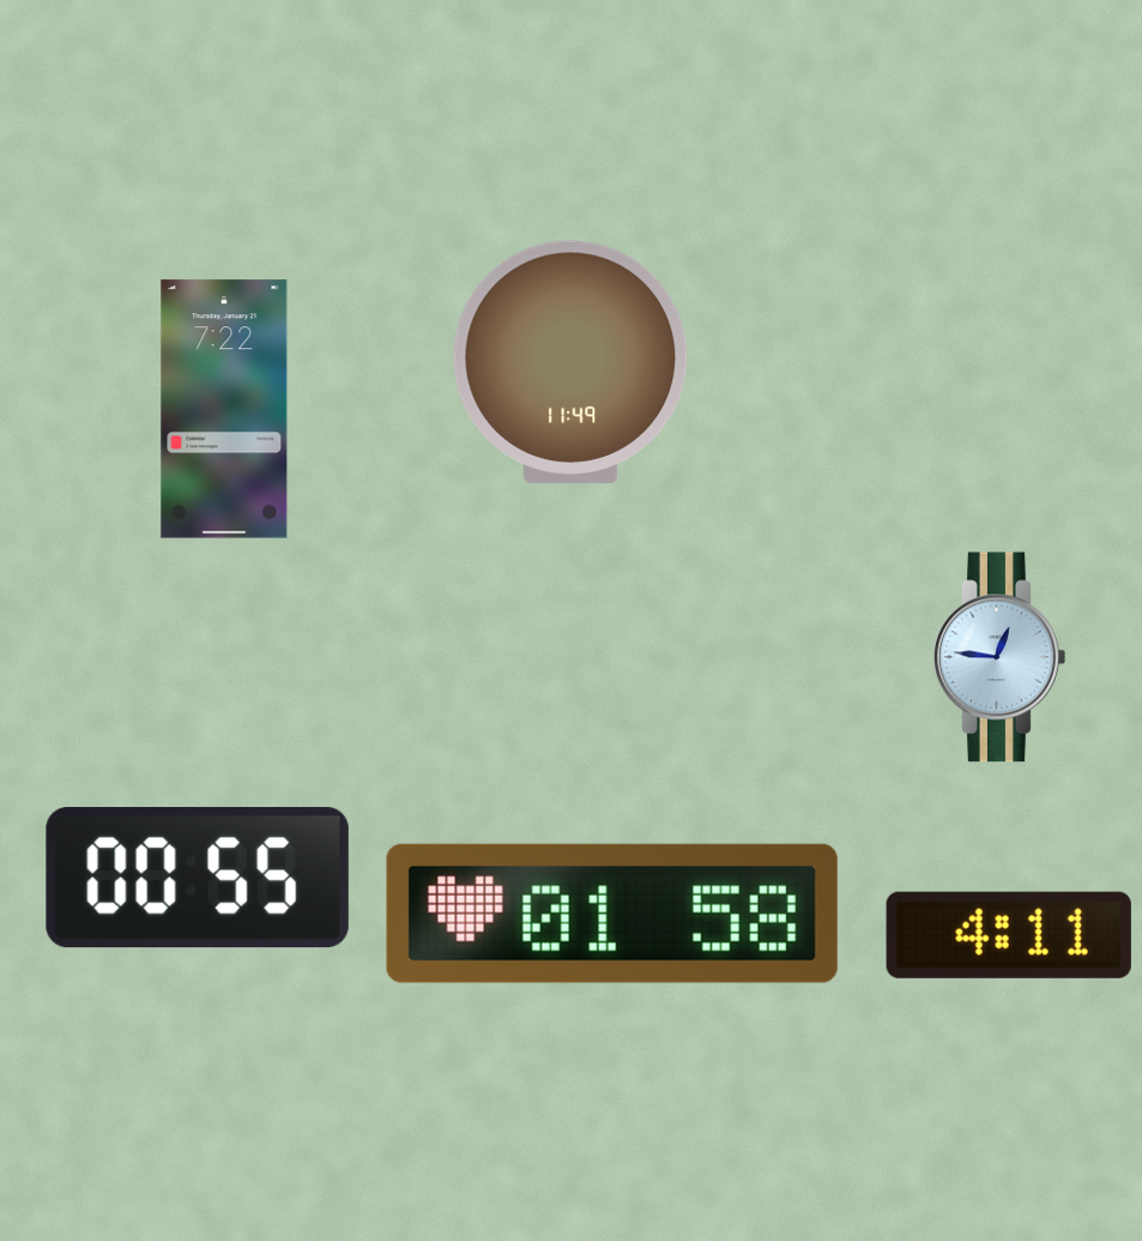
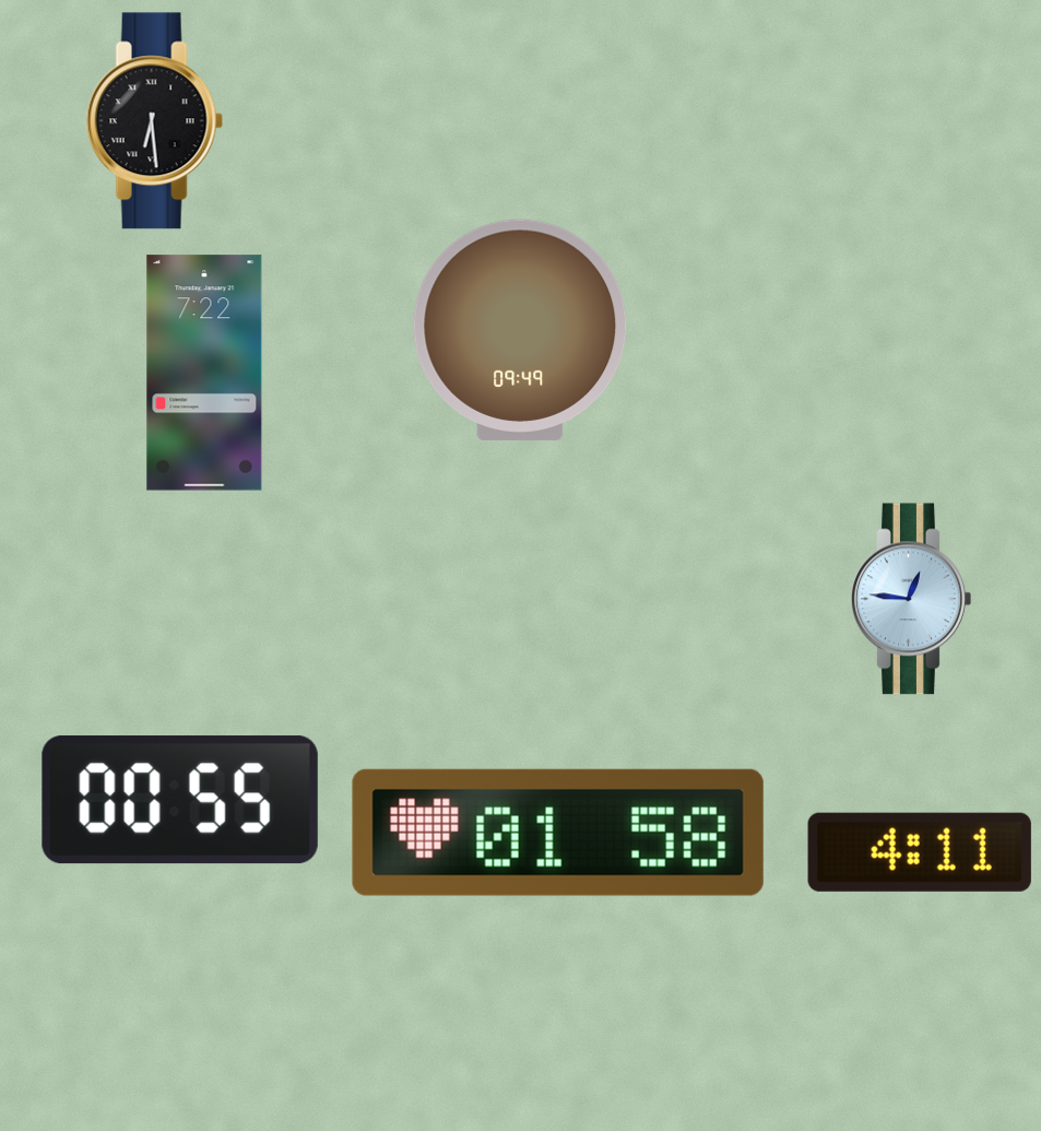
clock at (154, 121): none -> 6:29
clock at (570, 362): 11:49 -> 09:49
